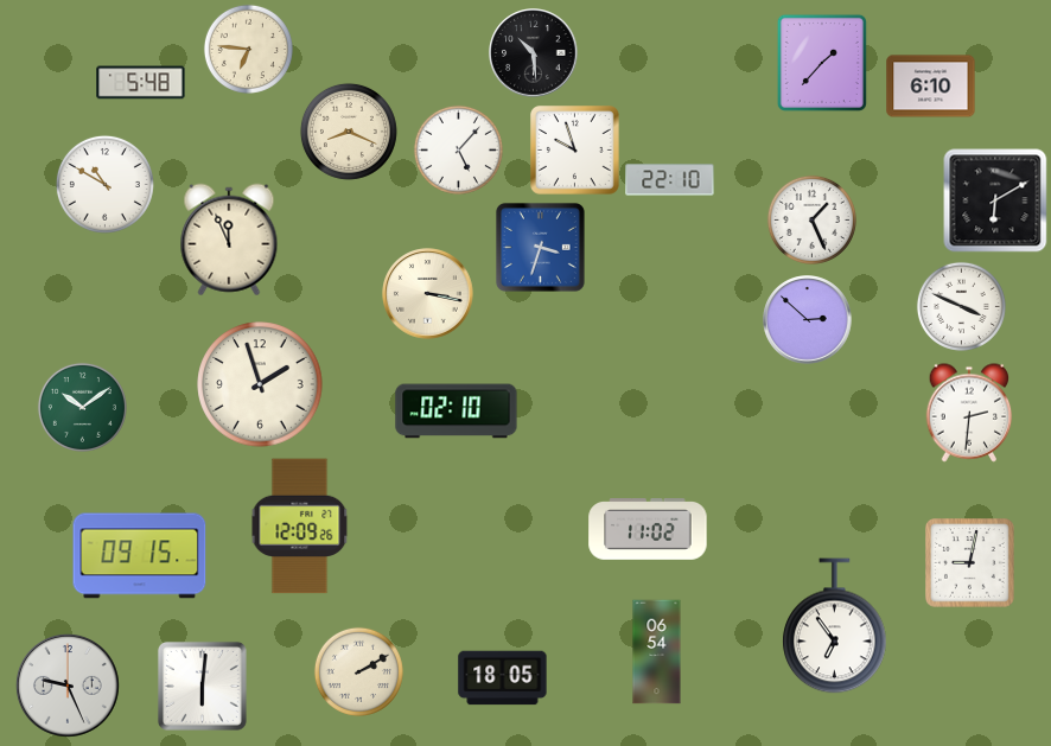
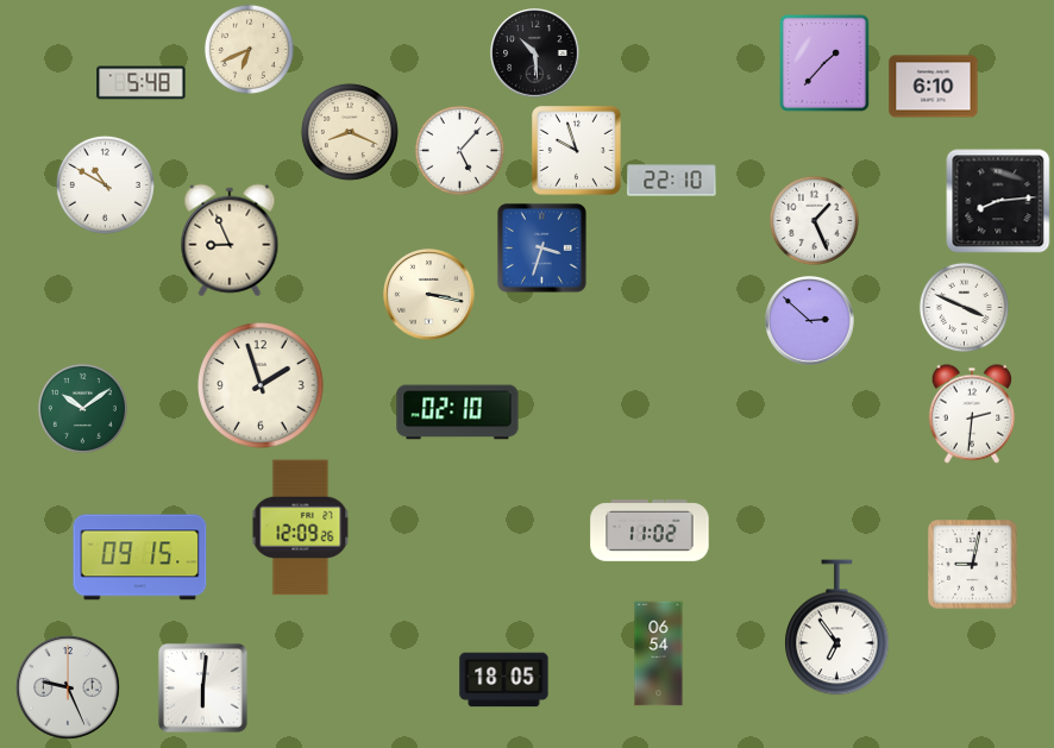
clock at (248, 49): 6:46 -> 6:41
clock at (995, 200): 6:10 -> 8:14
clock at (229, 240): 11:56 -> 8:56
clock at (358, 671): 2:10 -> none
